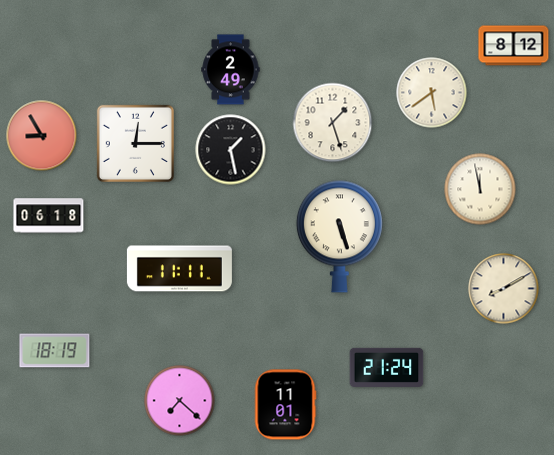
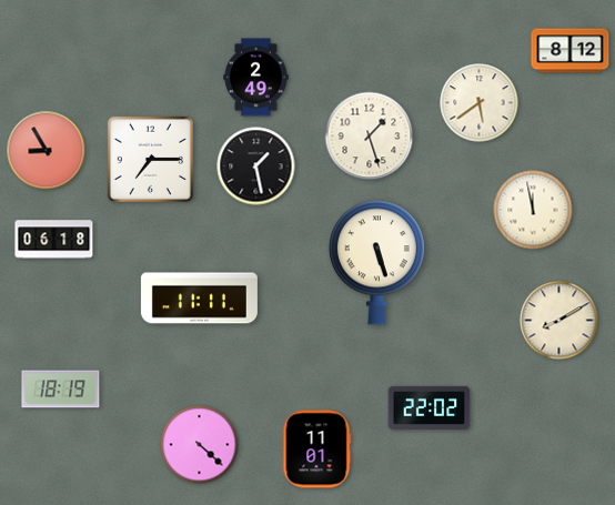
clock at (135, 143): 12:15 -> 7:15
clock at (387, 367): 21:24 -> 22:02
clock at (180, 401): 7:22 -> 4:22
